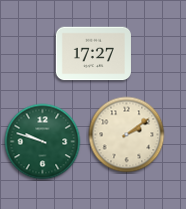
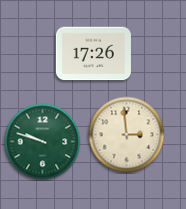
clock at (93, 54): 17:27 -> 17:26
clock at (127, 135): 2:09 -> 2:59
